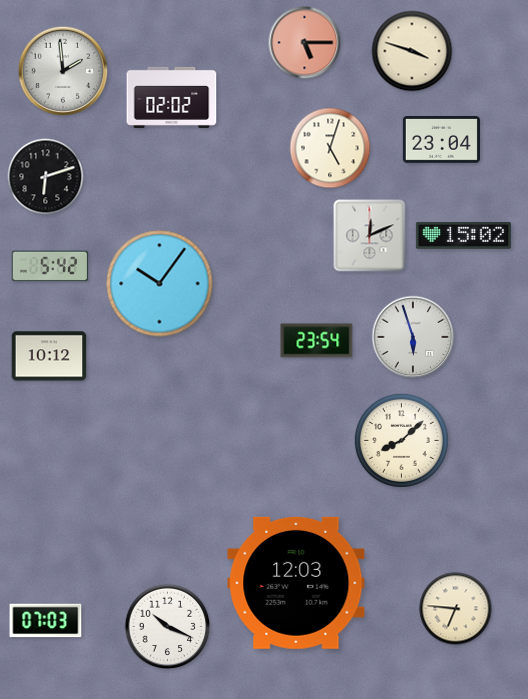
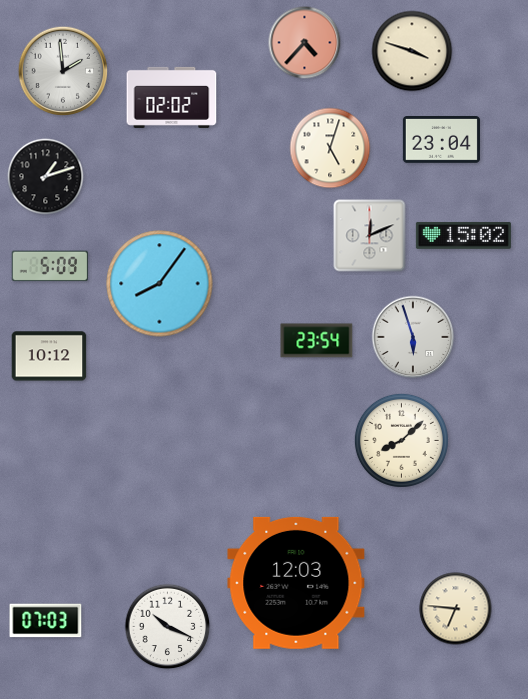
clock at (305, 43): 5:15 -> 4:37
clock at (46, 177): 6:12 -> 1:12
clock at (49, 266): 5:42 -> 5:09
clock at (160, 284): 10:06 -> 8:06
